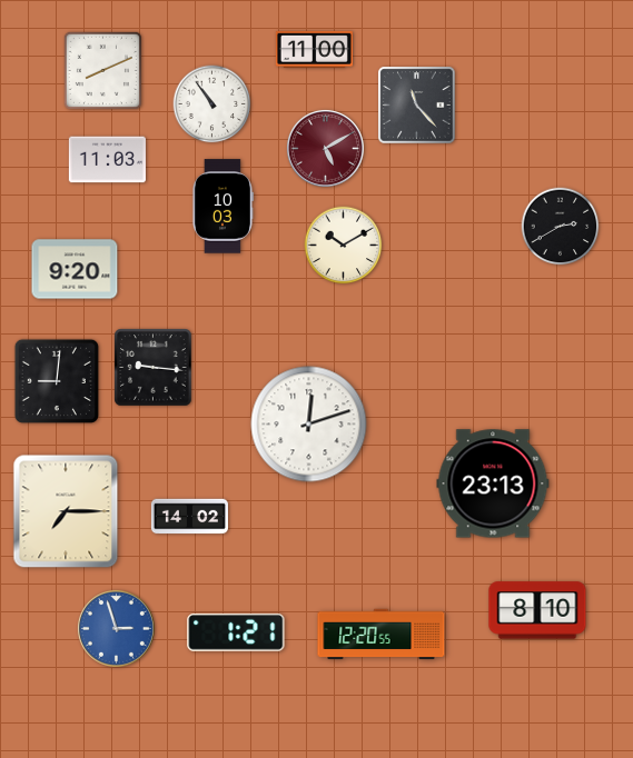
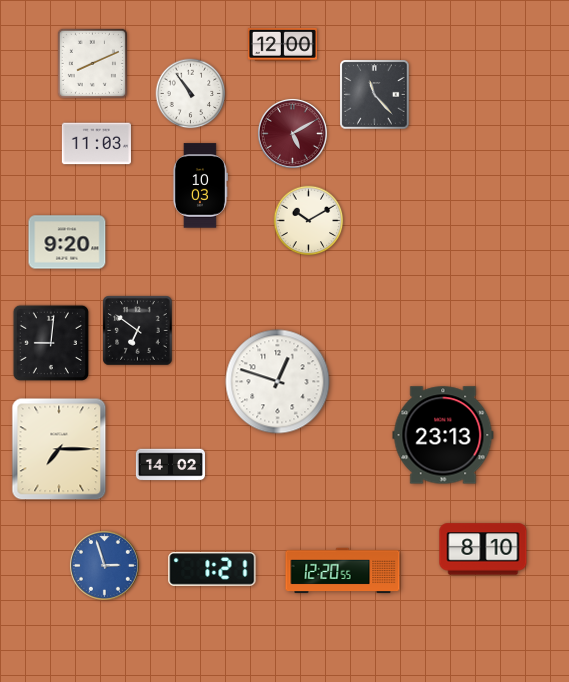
clock at (314, 49): 11:00 -> 12:00
clock at (561, 227): 2:40 -> none
clock at (154, 368): 9:16 -> 6:51
clock at (309, 425): 12:12 -> 12:48
clock at (66, 511) position: (66, 511) -> (59, 449)
